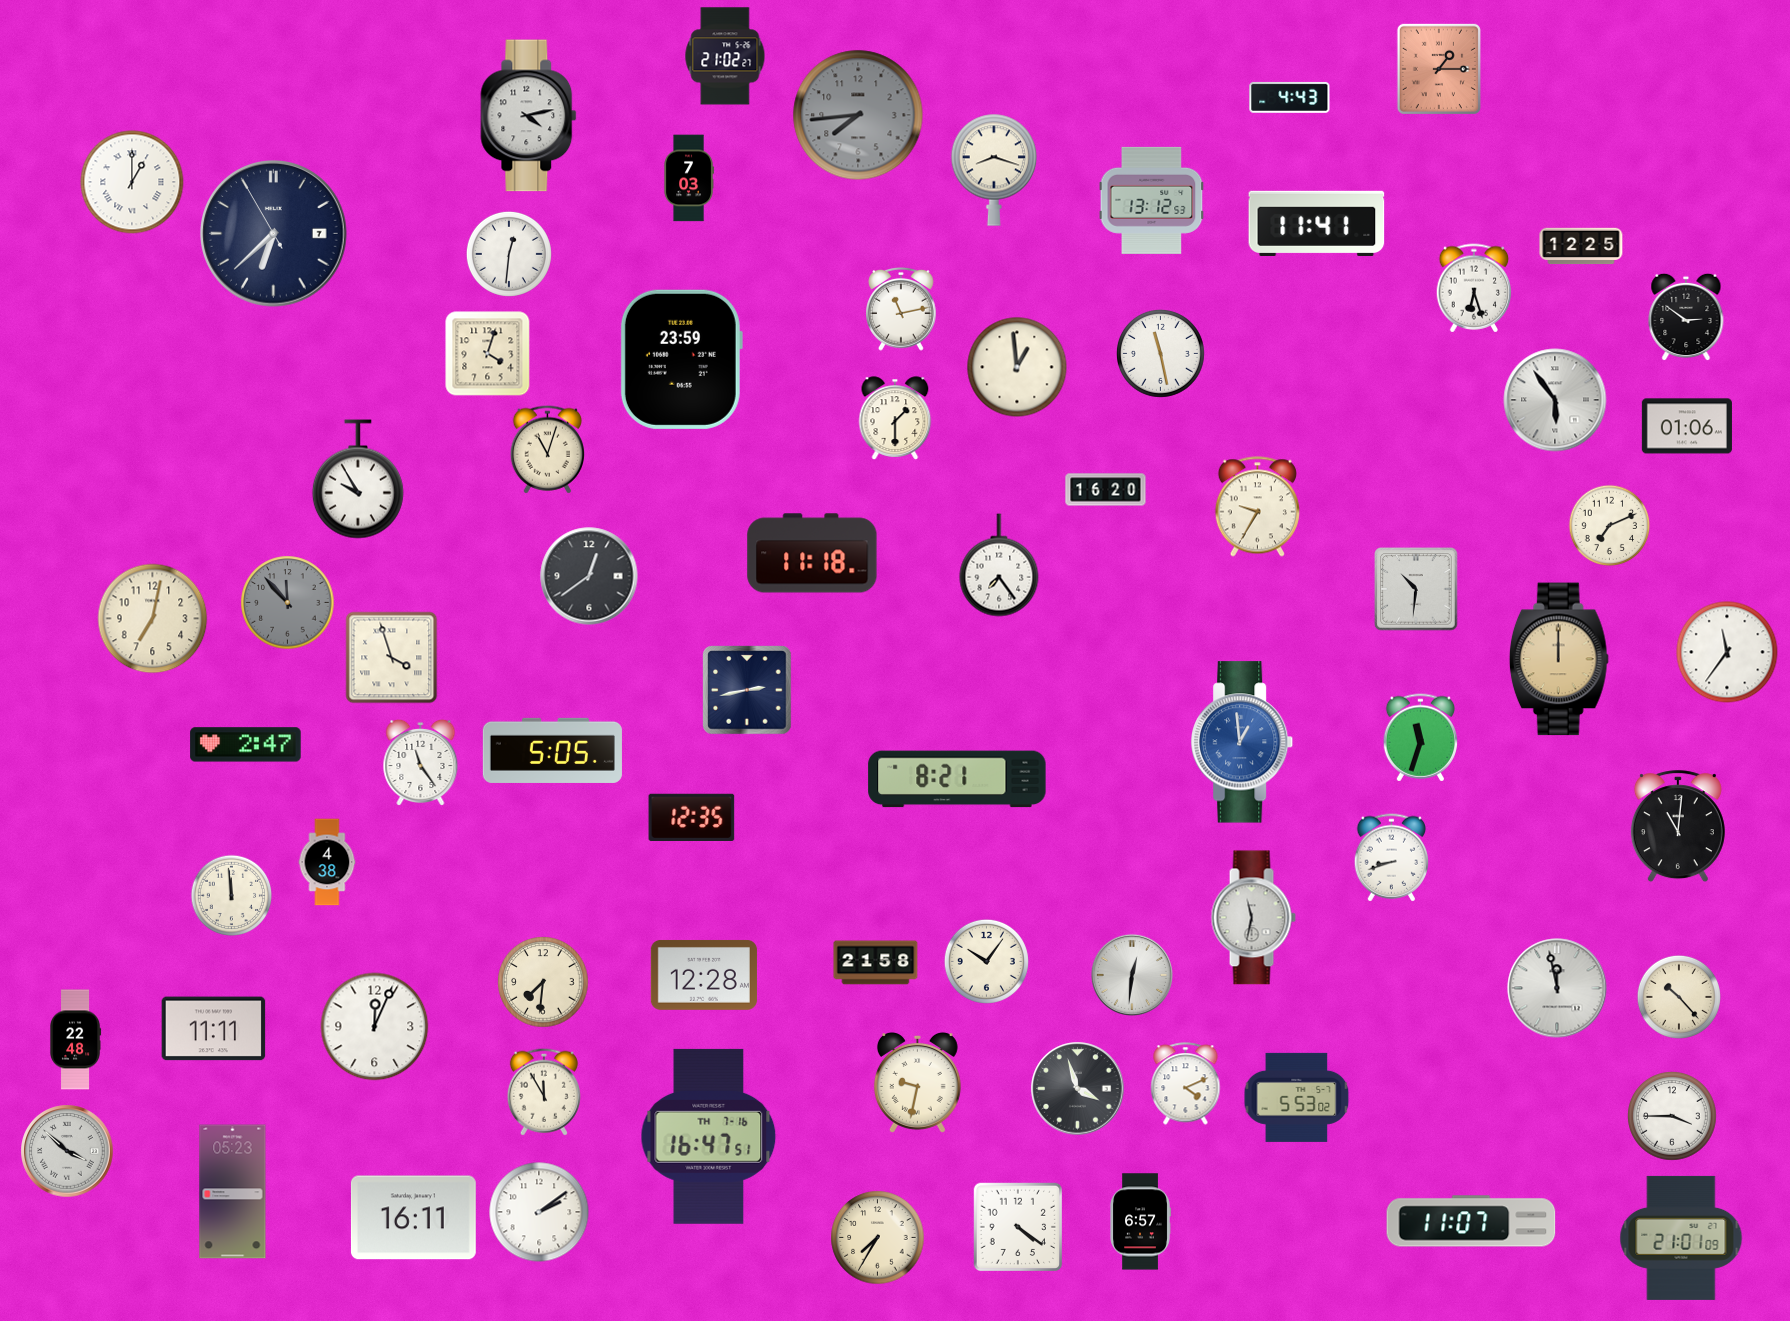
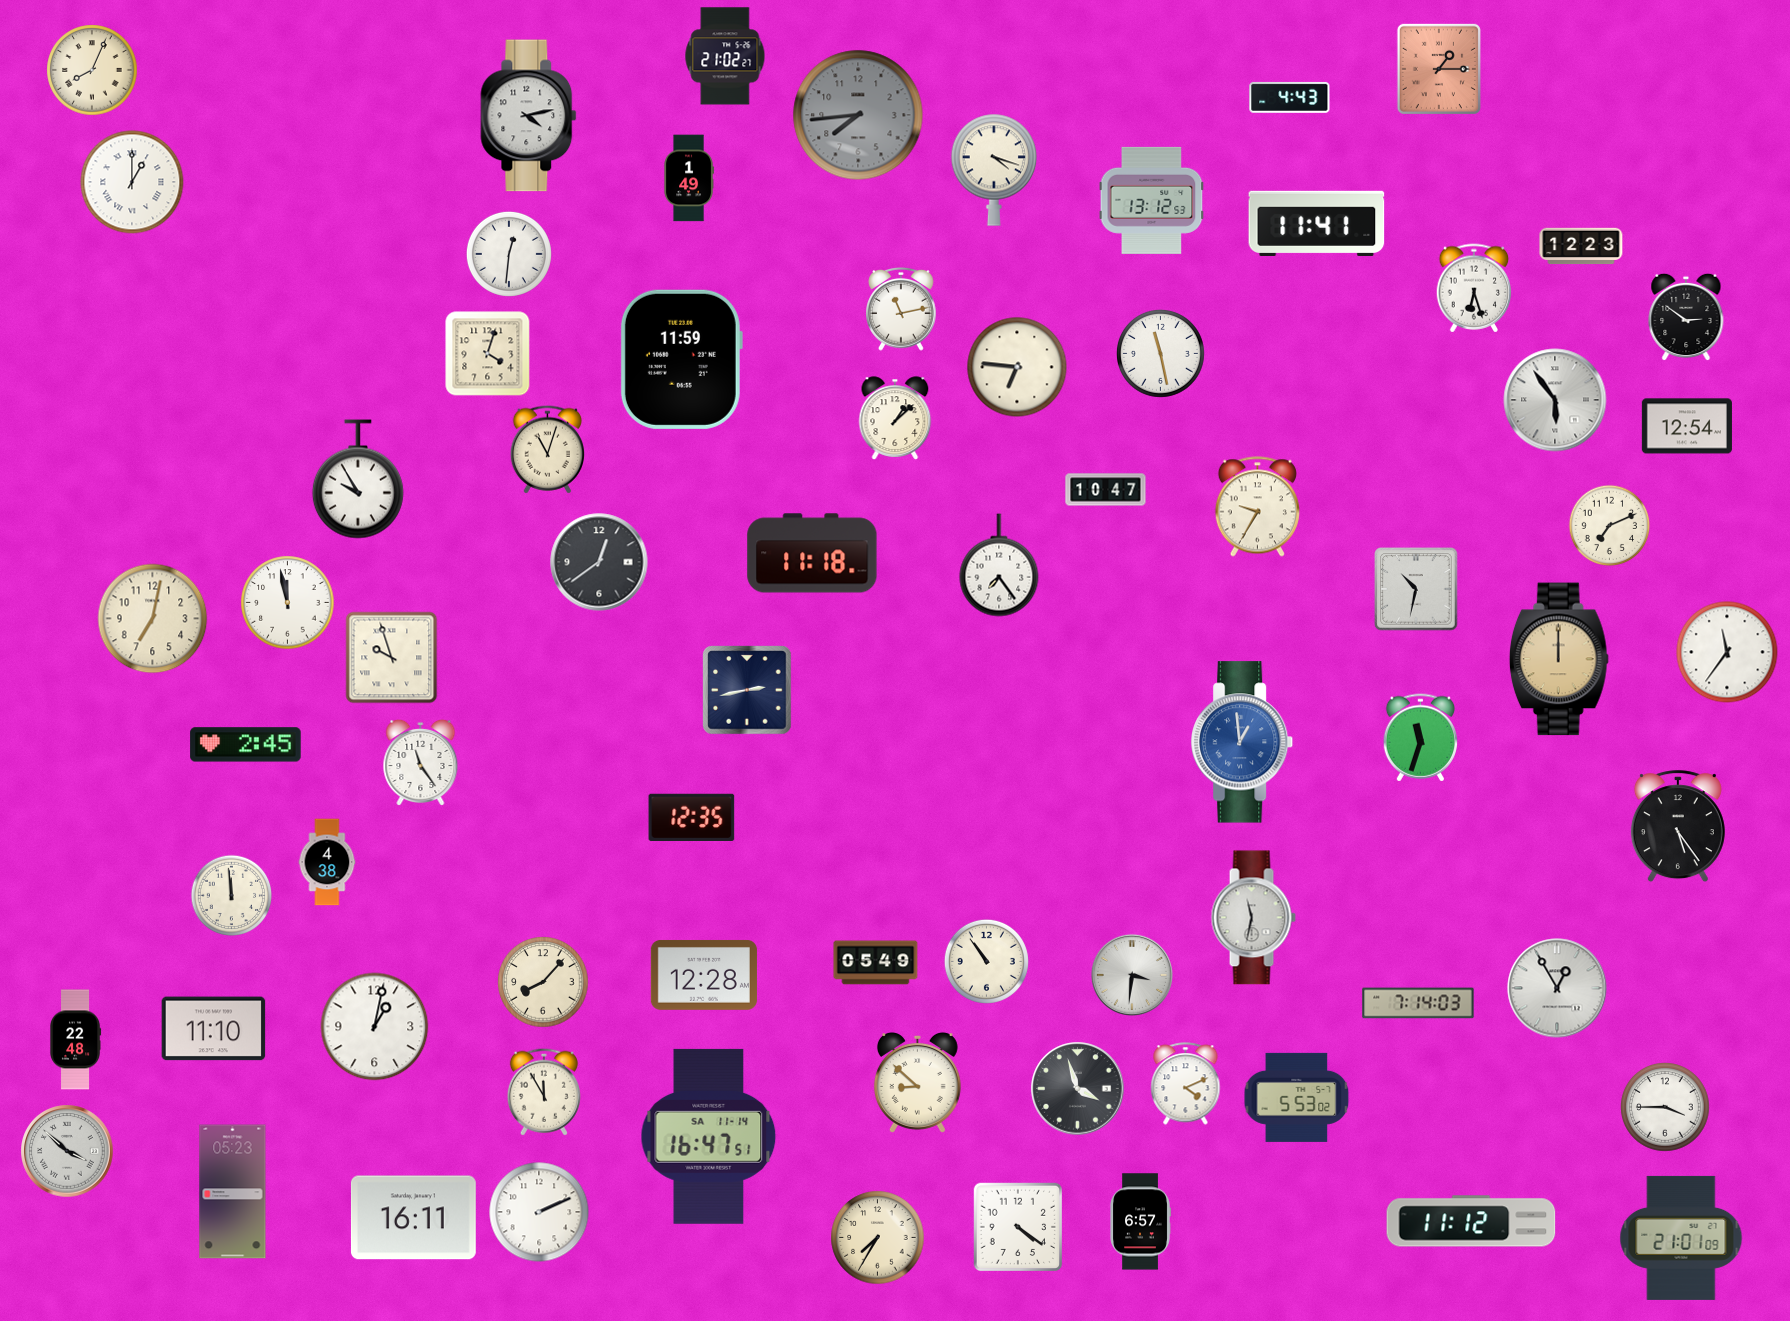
clock at (92, 70): none -> 8:04
clock at (994, 170): 8:18 -> 4:18
clock at (689, 178): 7:03 -> 1:49
clock at (274, 234): 6:37 -> none
clock at (1581, 246): 12:25 -> 12:23
clock at (681, 359): 23:59 -> 11:59
clock at (1017, 367): 12:59 -> 6:46
clock at (895, 418): 1:30 -> 1:08
clock at (1687, 426): 01:06 -> 12:54
clock at (1106, 490): 16:20 -> 10:47
clock at (589, 576) position: (589, 576) -> (599, 562)
clock at (1416, 589): 10:31 -> 10:32
clock at (288, 603): 11:53 -> 11:58
clock at (288, 603) dial: grey -> white
clock at (392, 658): 3:57 -> 9:57
clock at (246, 745): 2:47 -> 2:45
clock at (552, 750): 5:05 -> none
clock at (957, 779): 8:21 -> none
clock at (1678, 827): 11:01 -> 5:24
clock at (1391, 858): 8:42 -> none
clock at (986, 961): 10:06 -> 10:54
clock at (876, 963): 21:58 -> 05:49
clock at (1132, 975): 12:31 -> 3:31
clock at (543, 982): 7:31 -> 8:07
clock at (1557, 988): 11:58 -> 12:55
clock at (1679, 997): 10:23 -> none
clock at (1418, 1003): none -> 7:14
clock at (375, 1027): 12:04 -> 1:02
clock at (214, 1029): 11:11 -> 11:10
clock at (917, 1083): 9:32 -> 8:52
clock at (1673, 1117) position: (1673, 1117) -> (1666, 1108)
clock at (709, 1136) date: TH 7-16 -> SA 11-14
clock at (539, 1212): 2:09 -> 2:11
clock at (1471, 1221): 11:07 -> 11:12
